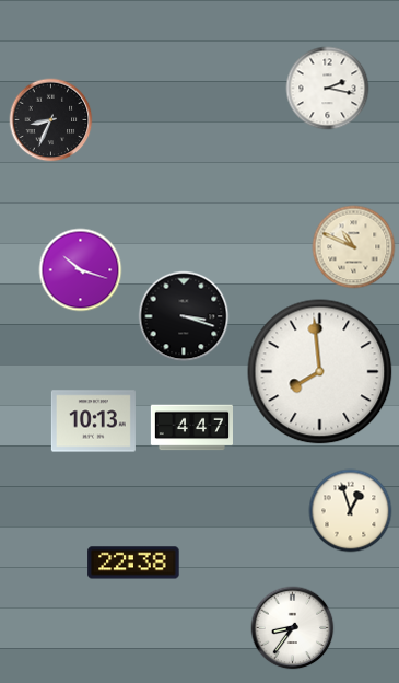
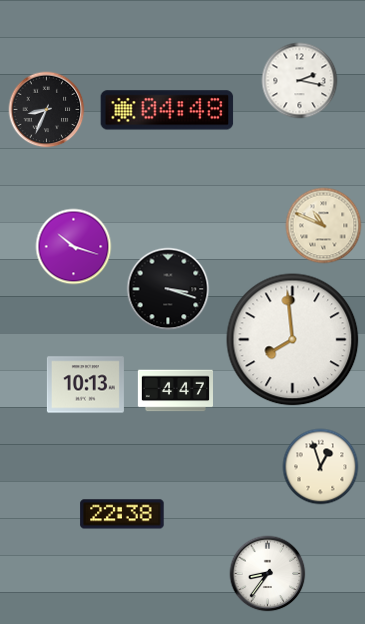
clock at (167, 110): none -> 04:48
